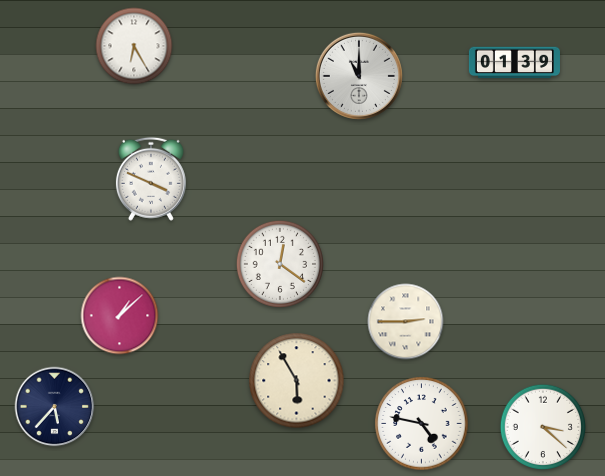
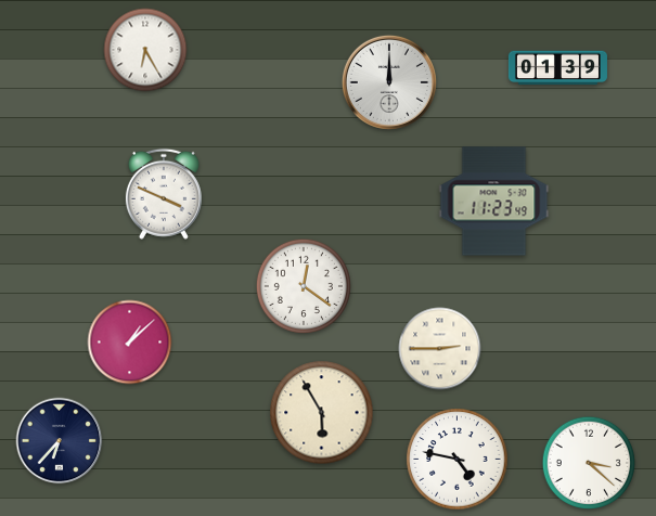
clock at (359, 76): 11:00 -> 12:00
clock at (494, 202): none -> 11:23
clock at (55, 407): 5:37 -> 6:37
